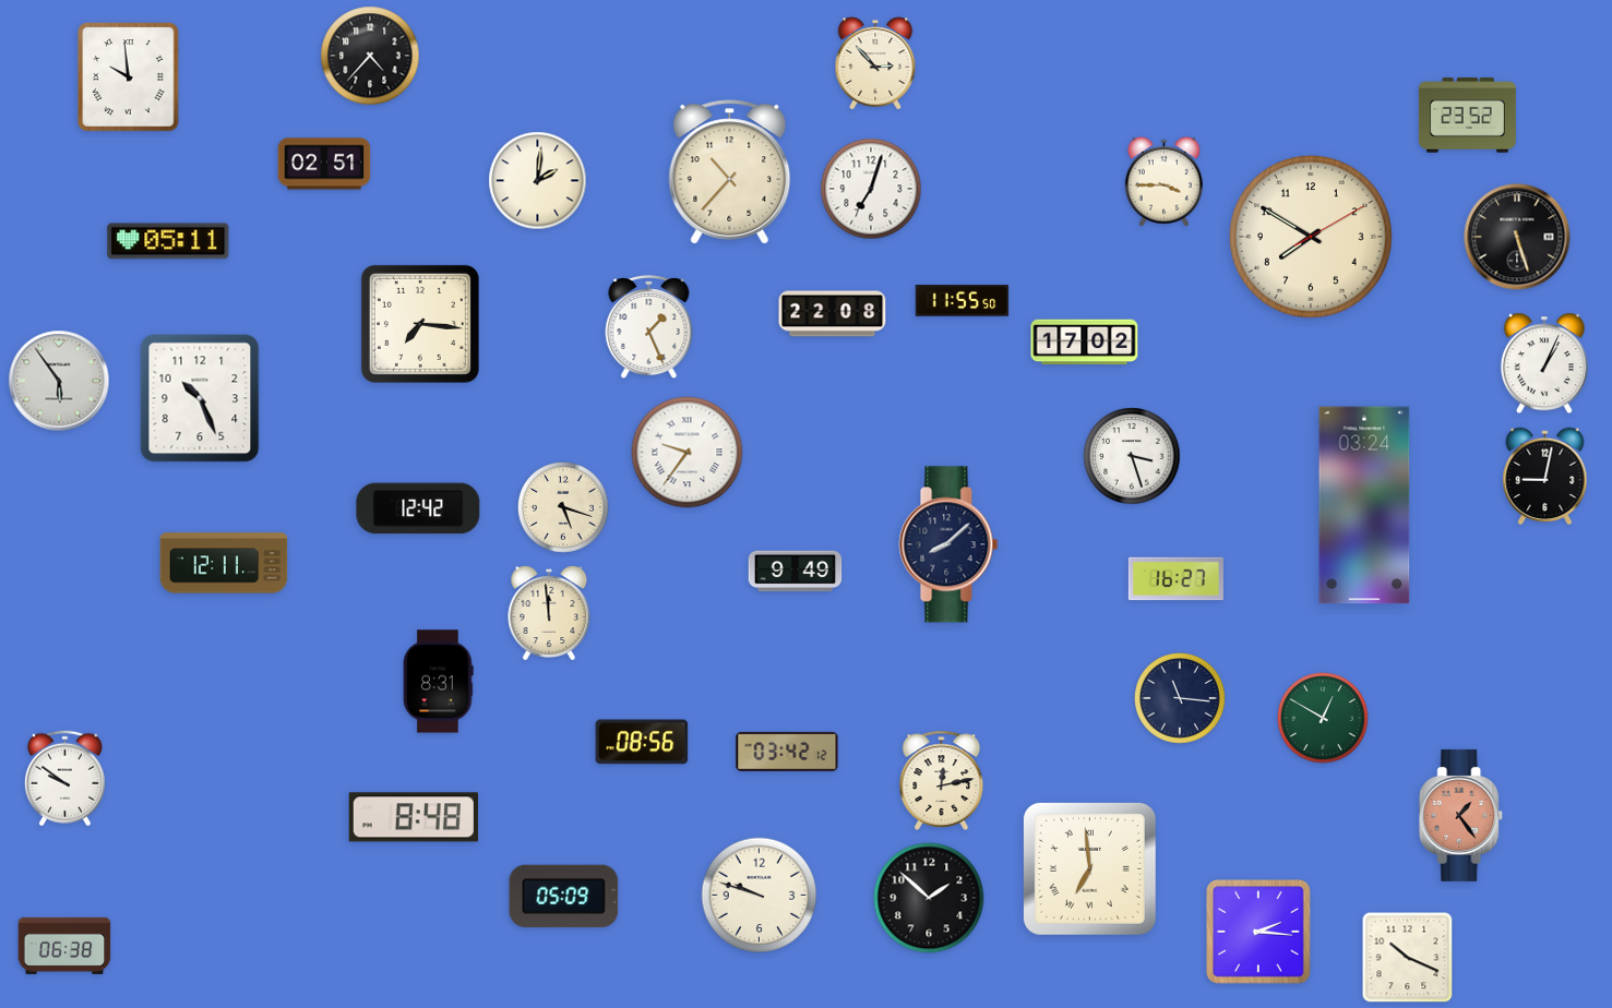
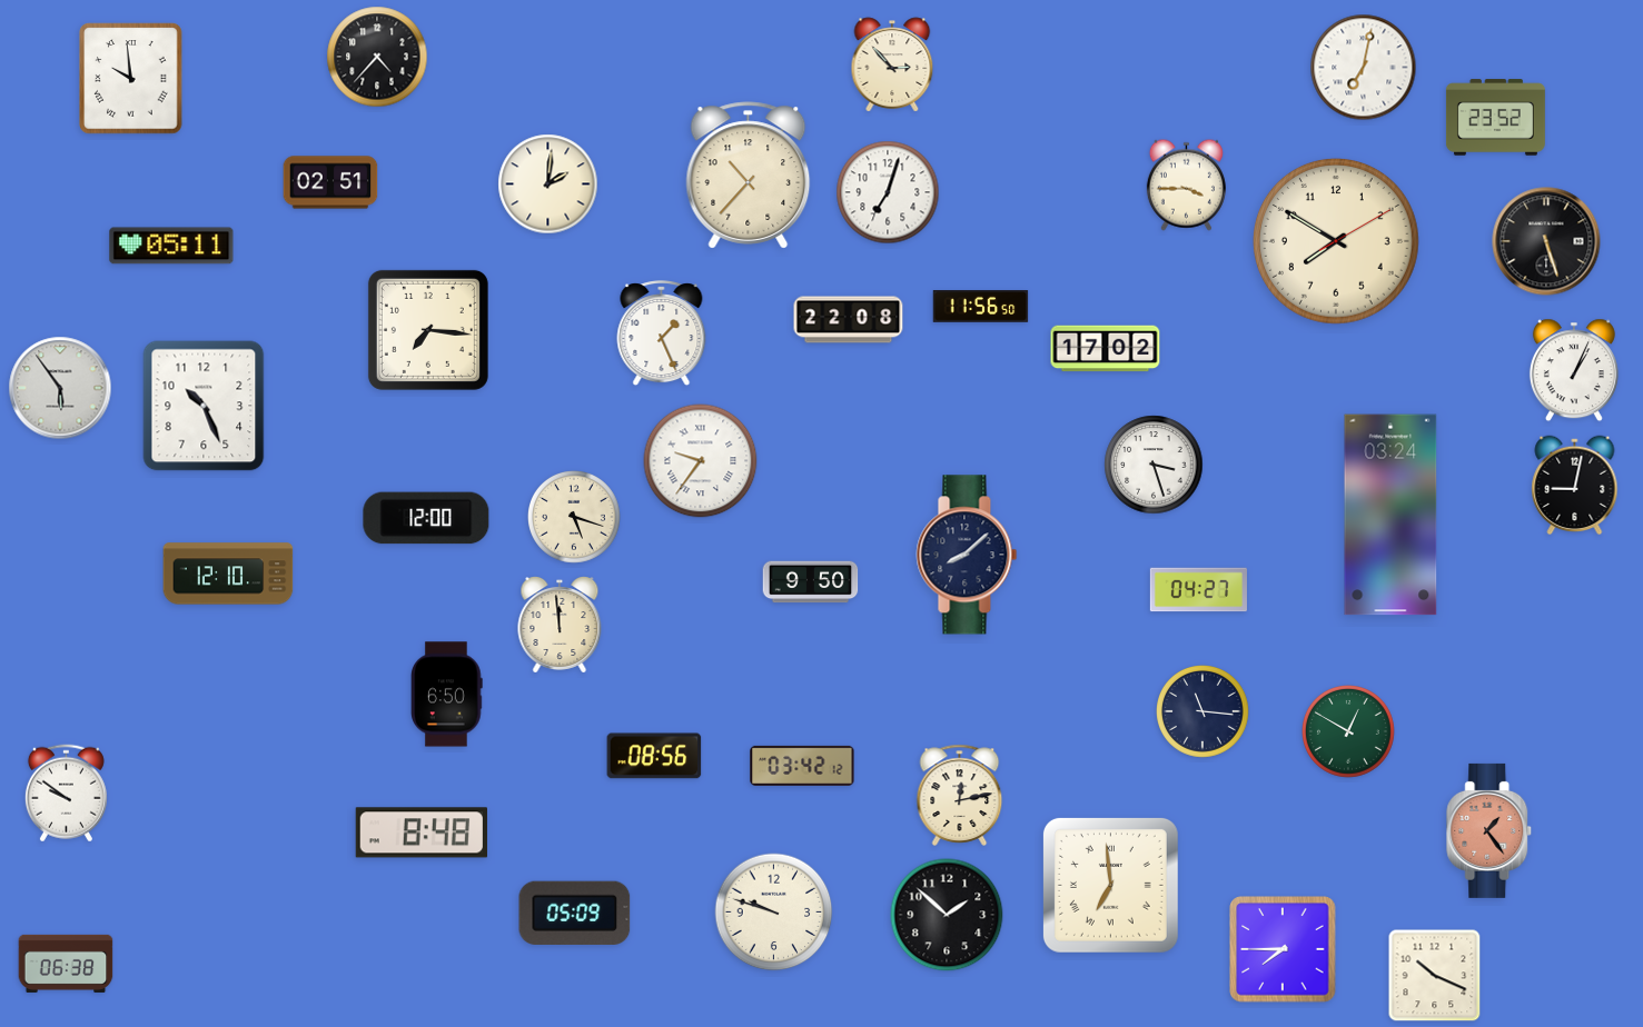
clock at (1364, 68): none -> 7:02
clock at (324, 164) position: (324, 164) -> (330, 182)
clock at (730, 172) position: (730, 172) -> (749, 176)
clock at (963, 301): 11:55 -> 11:56
clock at (418, 508): 12:42 -> 12:00
clock at (224, 563): 12:11 -> 12:10
clock at (796, 572): 9:49 -> 9:50
clock at (1175, 579): 16:27 -> 04:27
clock at (439, 682): 8:31 -> 6:50
clock at (1258, 932): 2:16 -> 7:45
